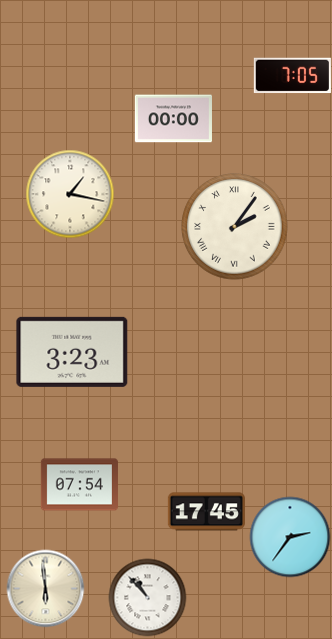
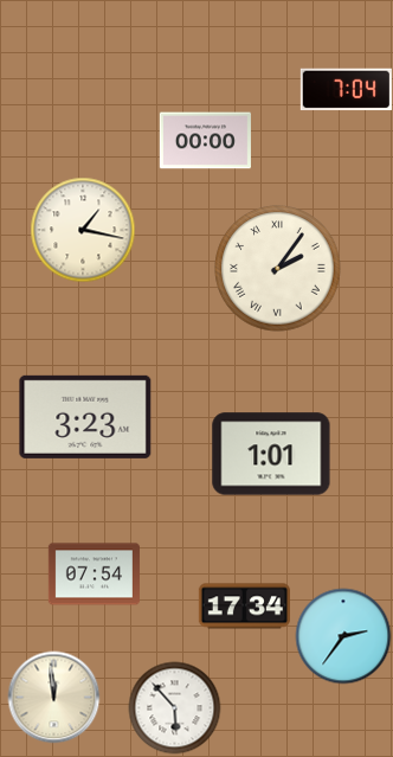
clock at (292, 76): 7:05 -> 7:04
clock at (271, 454): none -> 1:01
clock at (206, 512): 17:45 -> 17:34
clock at (45, 588): 5:59 -> 11:59
clock at (147, 597): 10:53 -> 5:53
